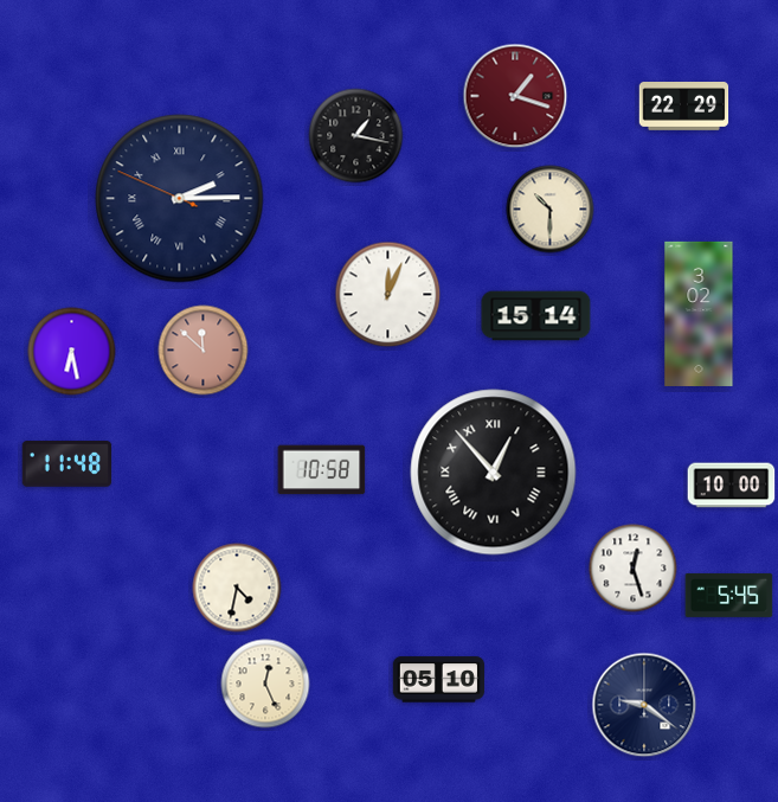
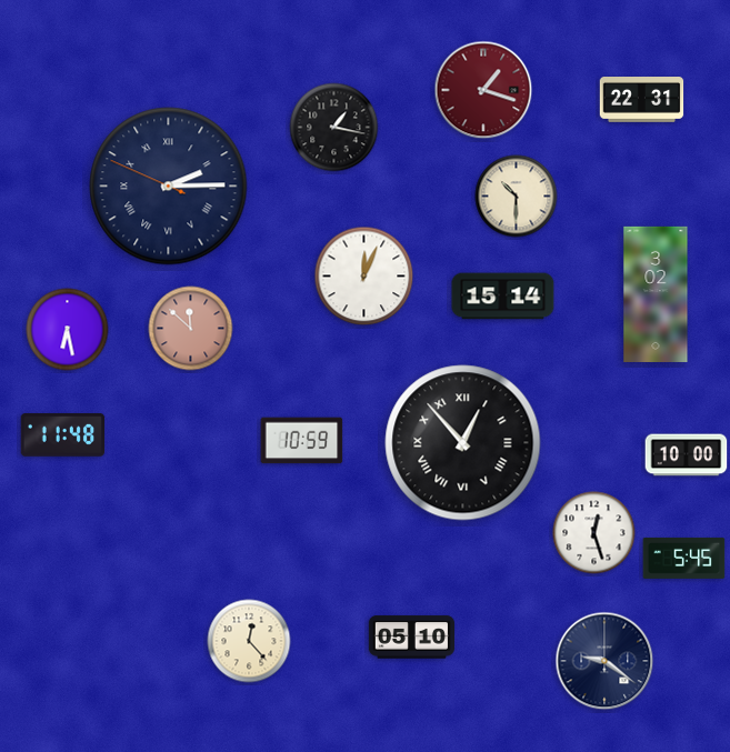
clock at (684, 107): 22:29 -> 22:31
clock at (322, 470): 10:58 -> 10:59
clock at (237, 588): 4:32 -> none
clock at (265, 684): 12:26 -> 12:23
